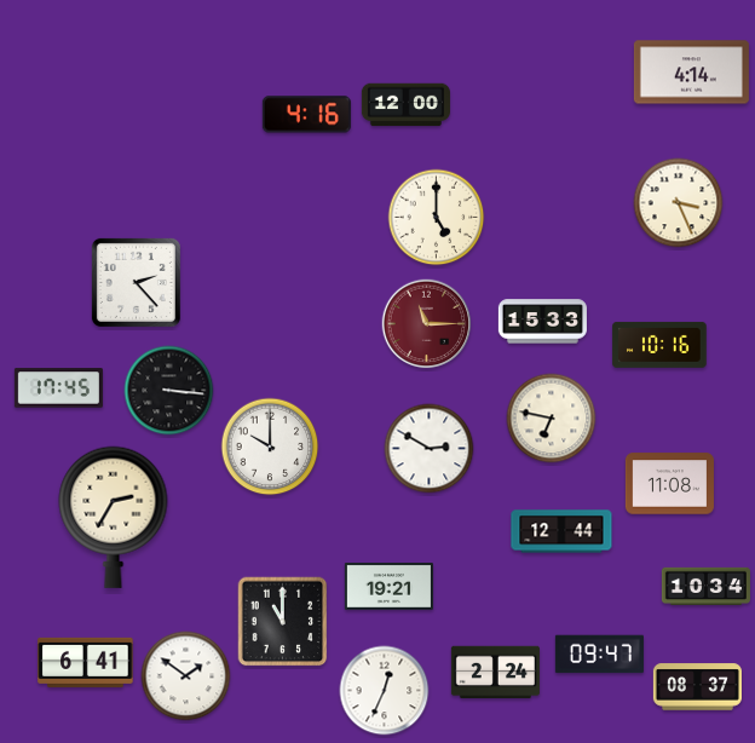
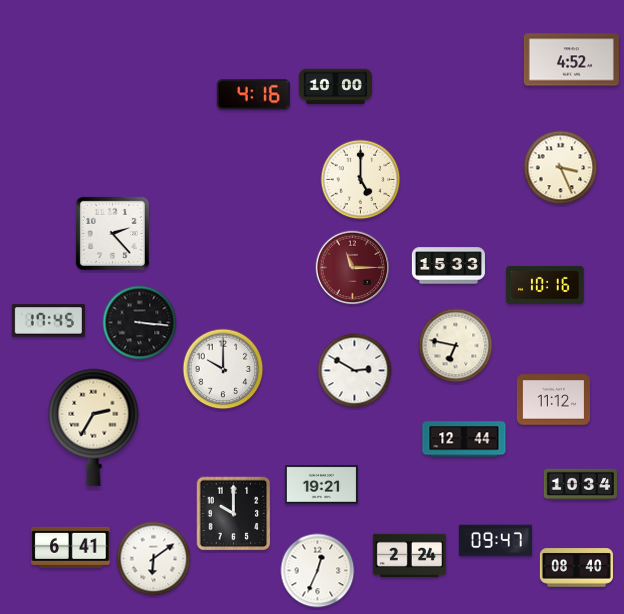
clock at (691, 73): 4:14 -> 4:52
clock at (405, 105): 12:00 -> 10:00
clock at (669, 484): 11:08 -> 11:12
clock at (705, 586) position: (705, 586) -> (580, 484)
clock at (283, 622): 11:00 -> 10:00
clock at (186, 676): 1:51 -> 6:09
clock at (697, 687): 08:37 -> 08:40
